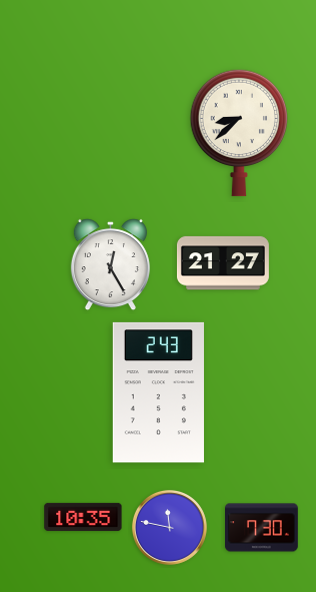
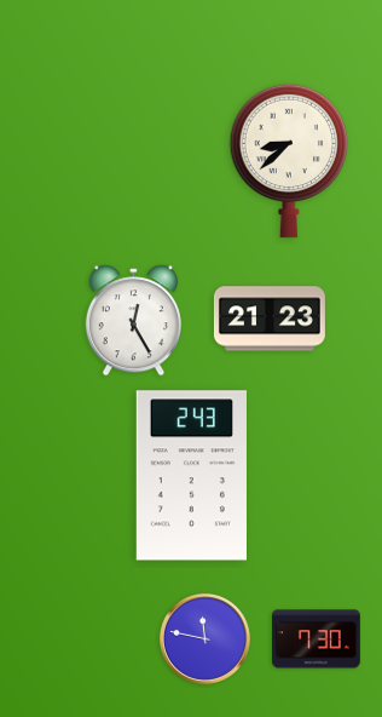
clock at (223, 263): 21:27 -> 21:23
clock at (83, 517): 10:35 -> none
